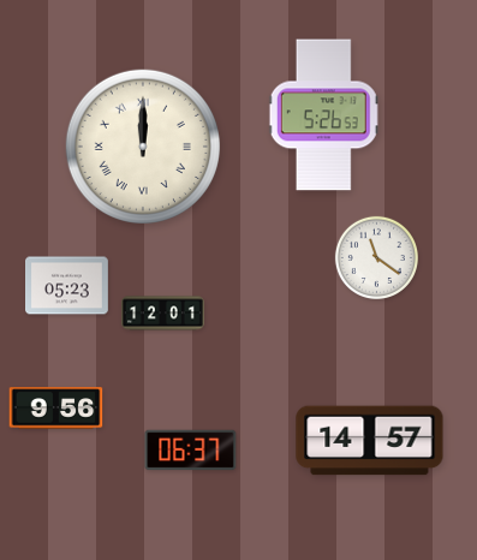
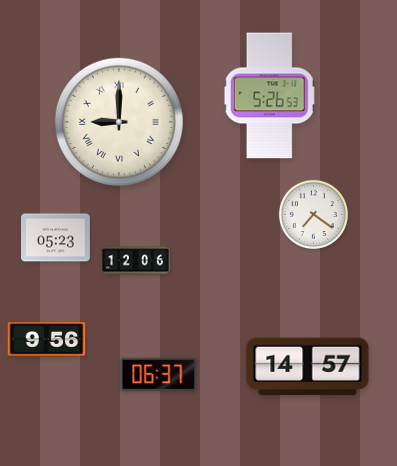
clock at (143, 147): 12:00 -> 9:00
clock at (376, 257): 11:21 -> 7:21
clock at (163, 314): 12:01 -> 12:06
